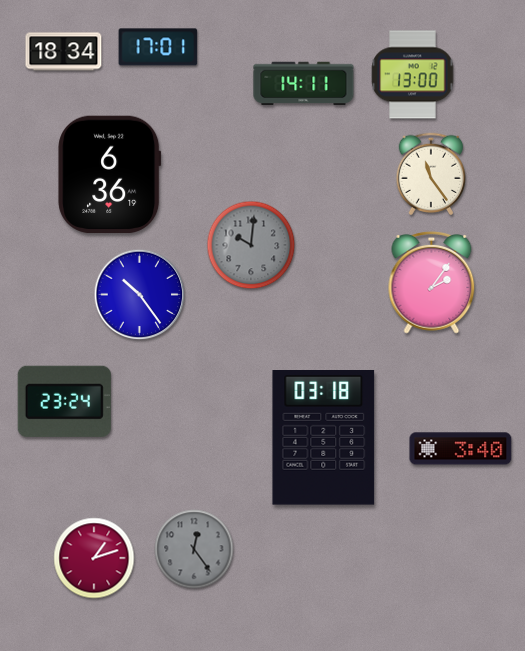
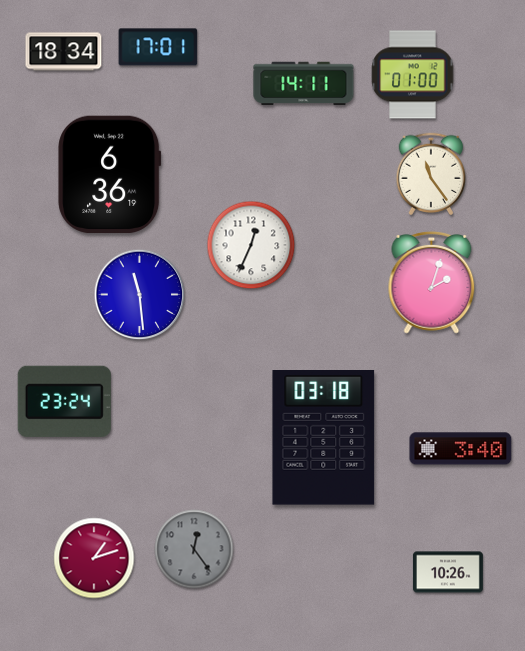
clock at (413, 75): 13:00 -> 01:00
clock at (251, 245): 10:01 -> 12:34
clock at (251, 245) dial: grey -> white
clock at (432, 282): 2:06 -> 2:03
clock at (140, 295): 10:24 -> 11:29
clock at (448, 572): none -> 10:26
